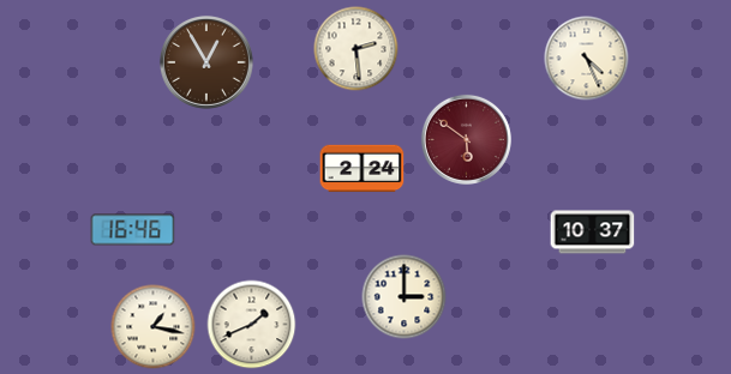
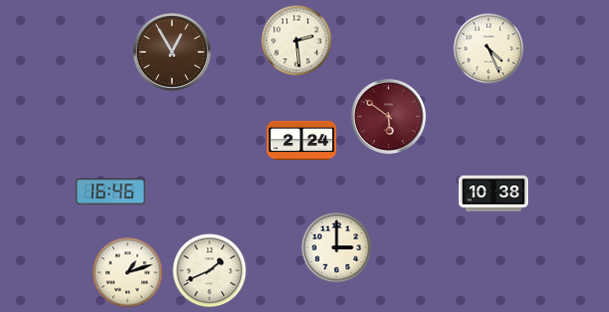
clock at (593, 233): 10:37 -> 10:38
clock at (154, 327): 1:17 -> 1:12
